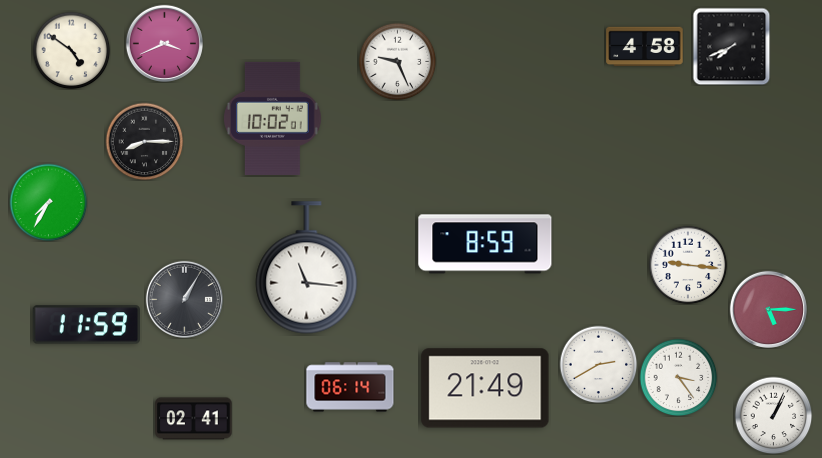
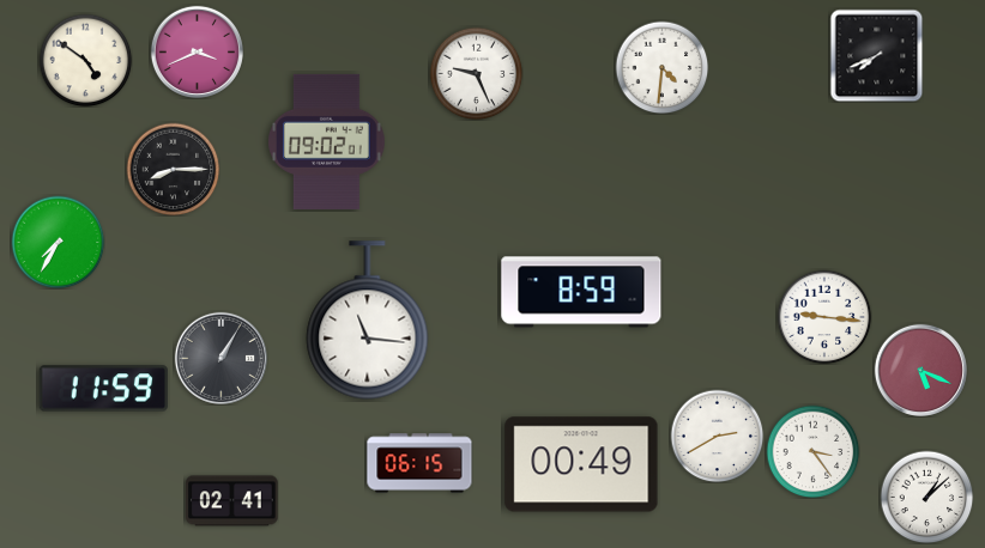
clock at (645, 47): 4:58 -> none
clock at (661, 67): none -> 4:31
clock at (273, 118): 10:02 -> 09:02
clock at (768, 309): 5:15 -> 5:19
clock at (350, 387): 06:14 -> 06:15
clock at (485, 388): 21:49 -> 00:49
clock at (773, 415): 1:04 -> 1:08
